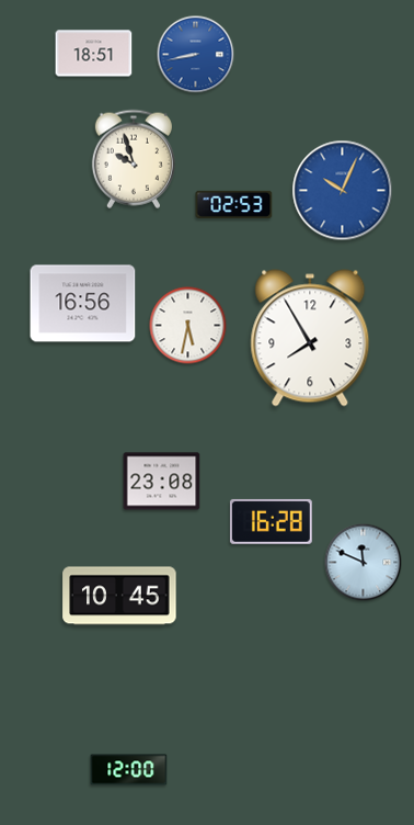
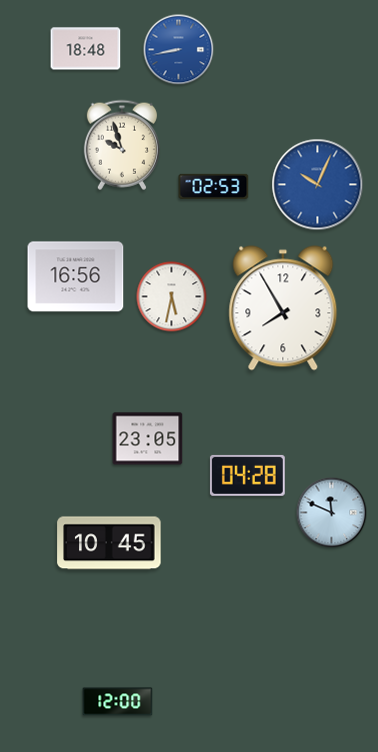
clock at (94, 54): 18:51 -> 18:48
clock at (343, 191) position: (343, 191) -> (318, 185)
clock at (162, 482): 23:08 -> 23:05
clock at (271, 521): 16:28 -> 04:28
